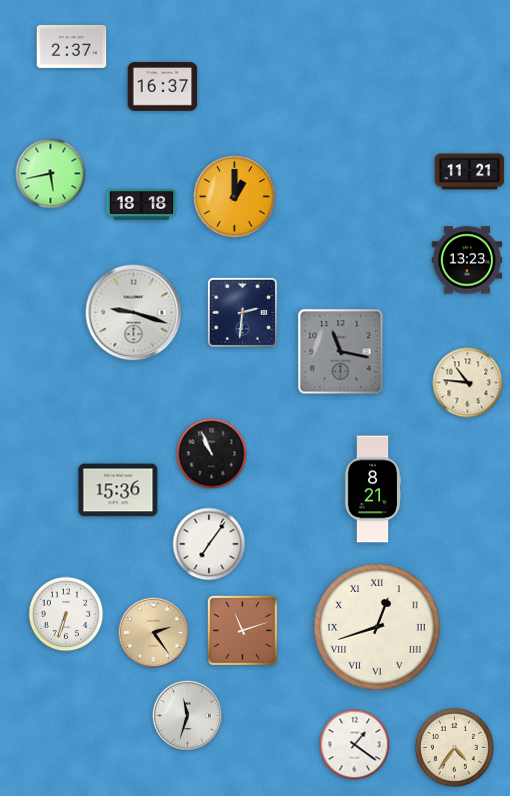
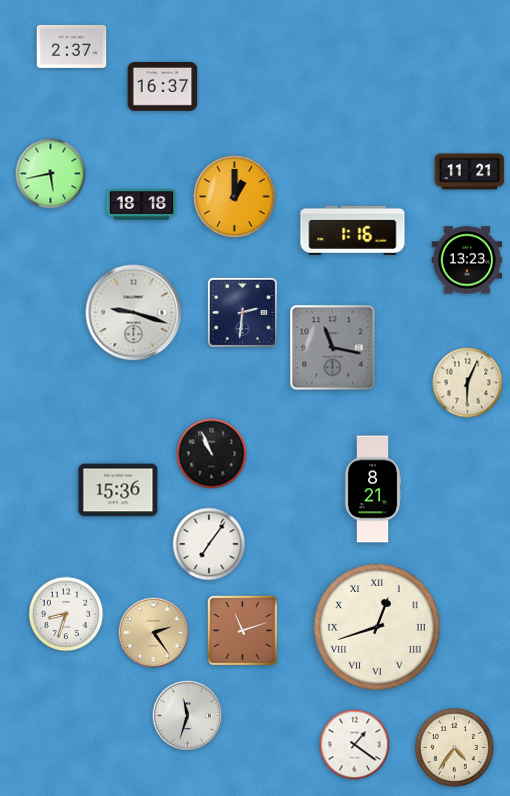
clock at (353, 230): none -> 1:16
clock at (341, 352) position: (341, 352) -> (333, 348)
clock at (468, 383): 10:46 -> 6:04
clock at (66, 614): 6:33 -> 8:33
